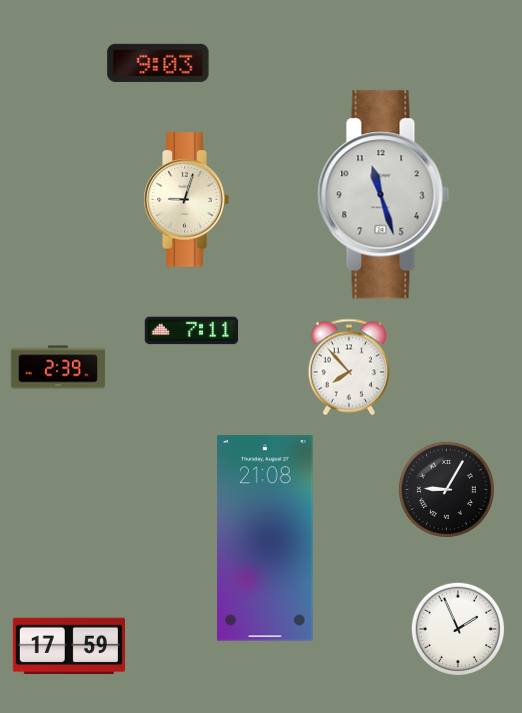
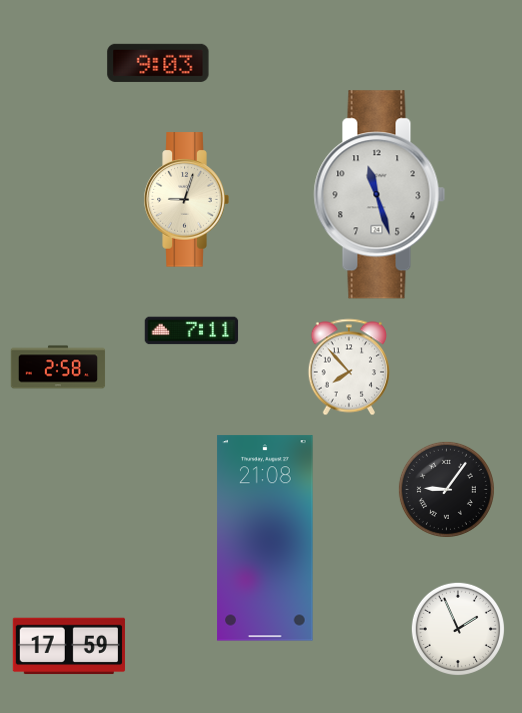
clock at (384, 195) position: (384, 195) -> (380, 195)
clock at (58, 367): 2:39 -> 2:58
clock at (446, 489): 9:05 -> 9:06
